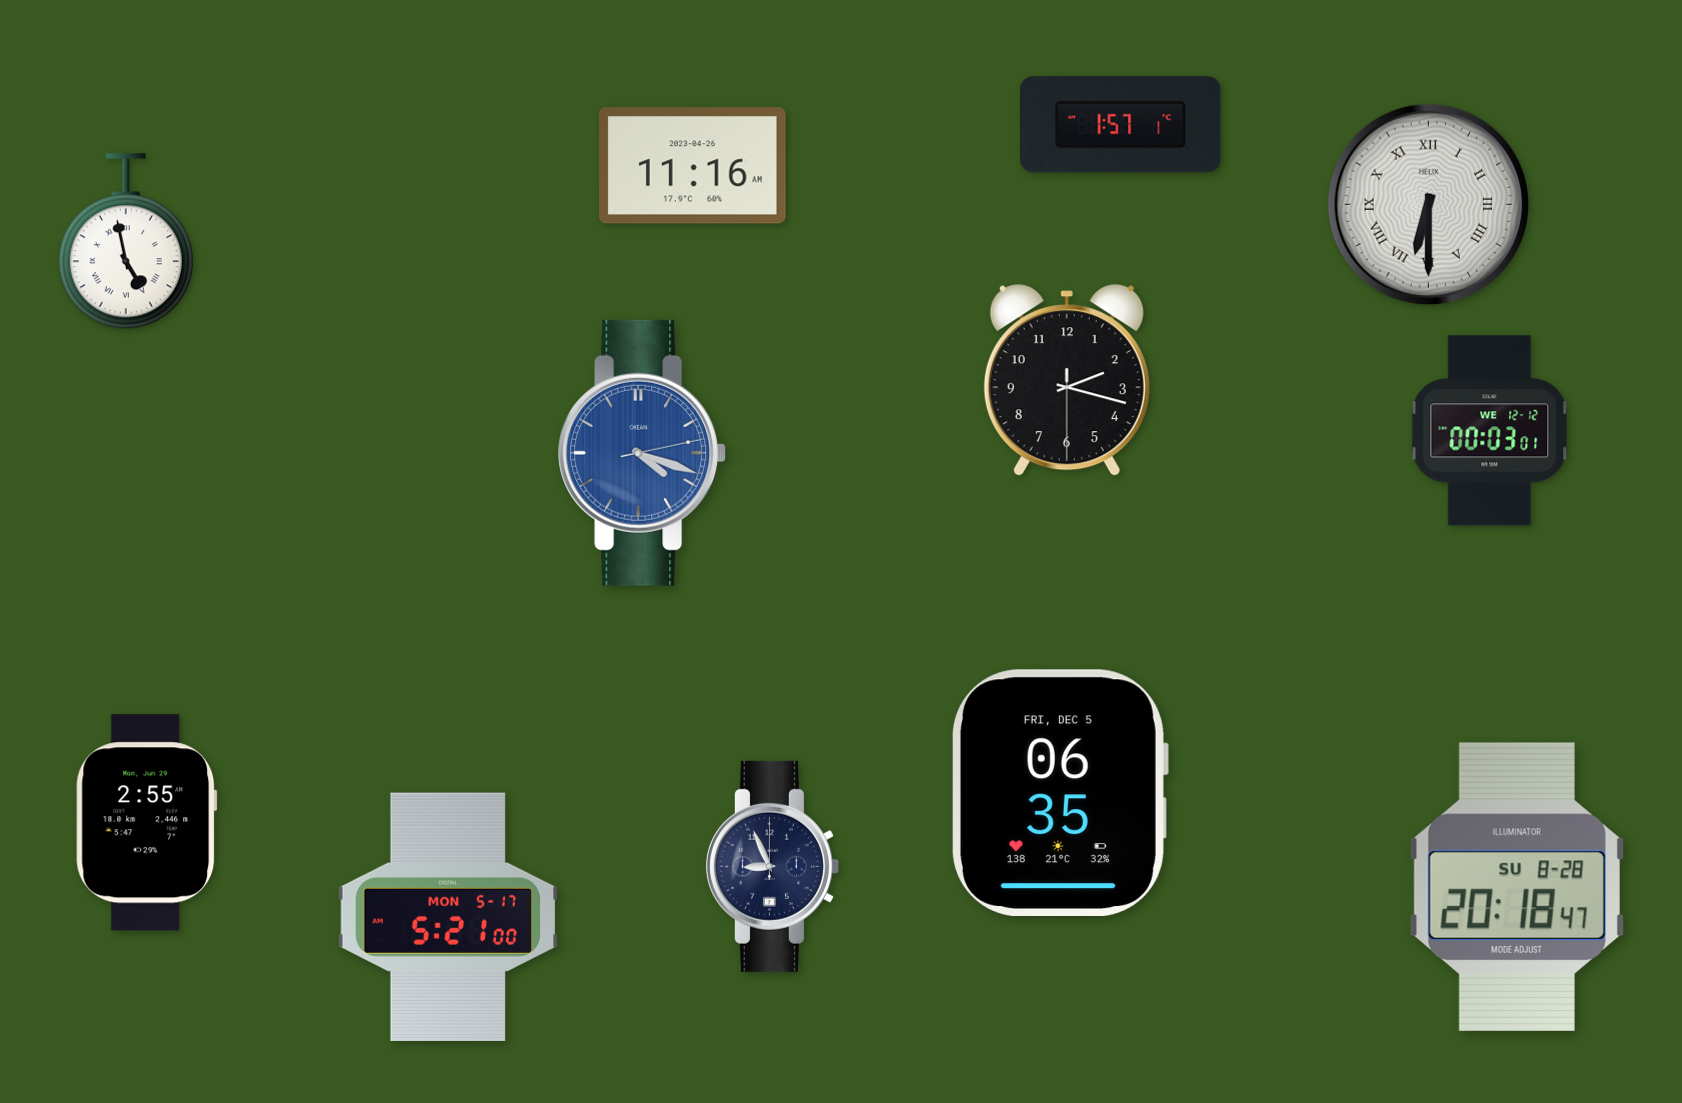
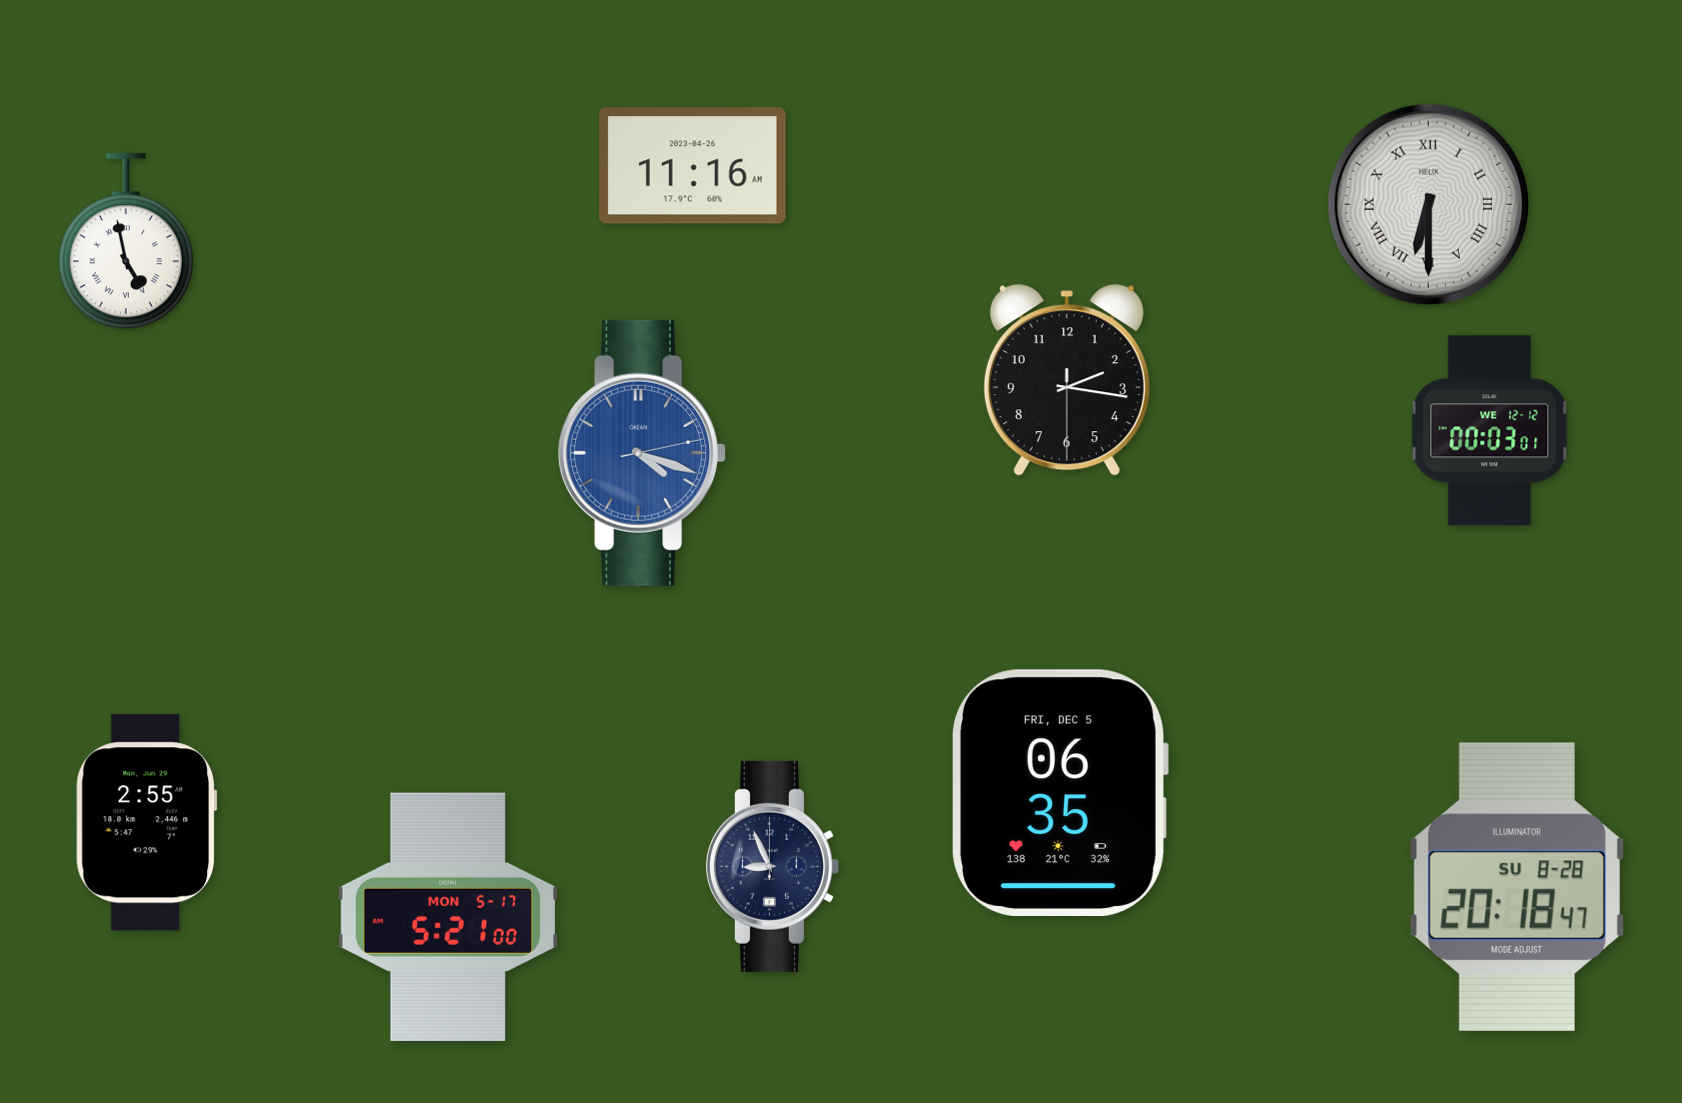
clock at (1121, 125): 1:57 -> none
clock at (1067, 381): 2:17 -> 2:16
